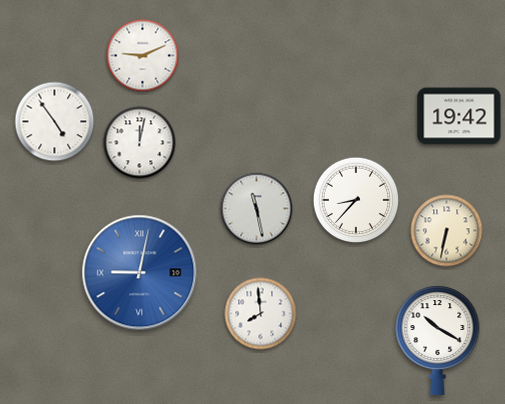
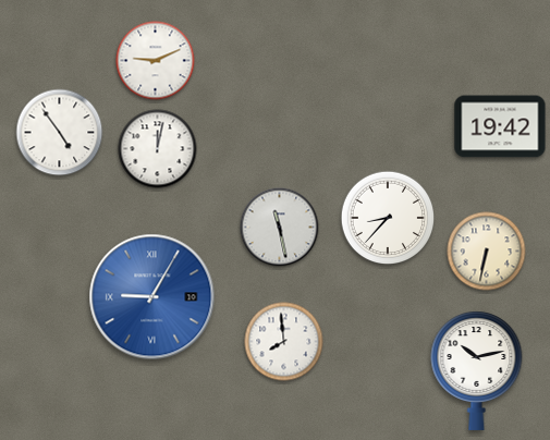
clock at (140, 143) position: (140, 143) -> (158, 149)
clock at (140, 273): 9:02 -> 9:05
clock at (438, 340): 10:20 -> 10:13
